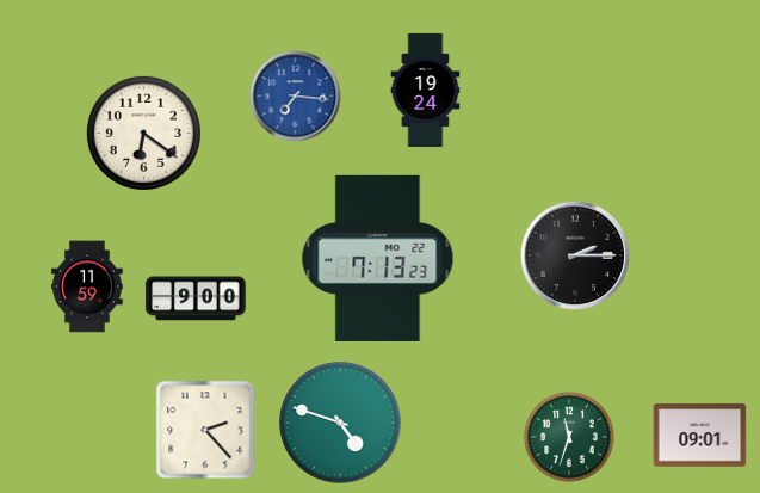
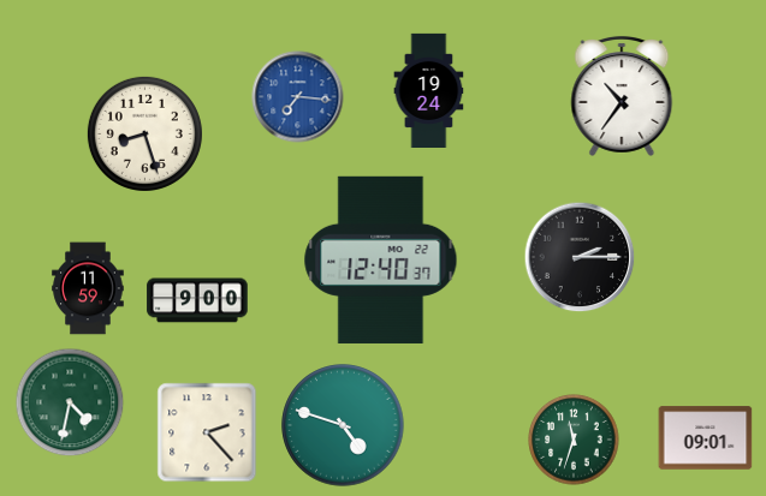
clock at (622, 96): none -> 10:36
clock at (143, 133): 6:21 -> 8:27
clock at (378, 258): 7:13 -> 12:40
clock at (70, 402): none -> 4:32
